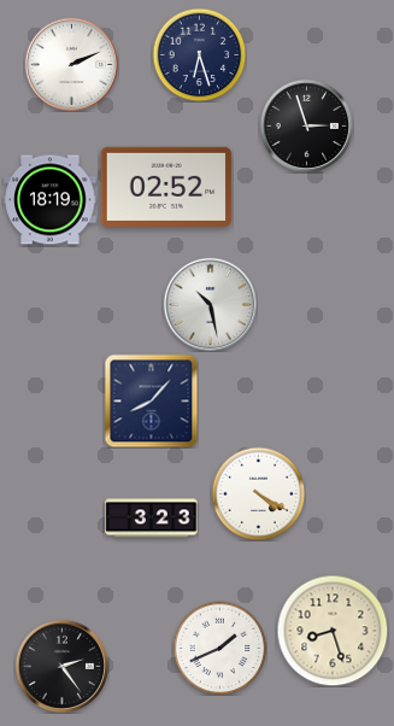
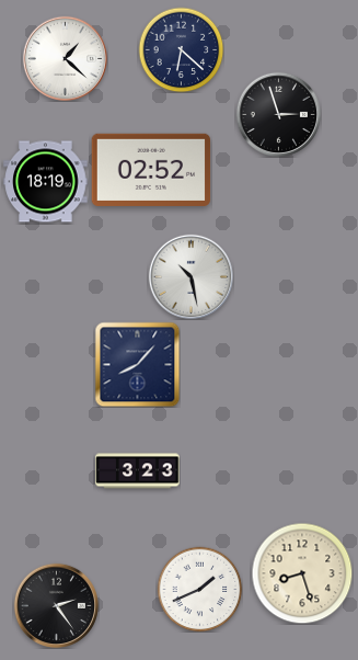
clock at (199, 54): 6:27 -> 6:22
clock at (71, 64): 2:11 -> 1:22
clock at (258, 493): 4:20 -> none
